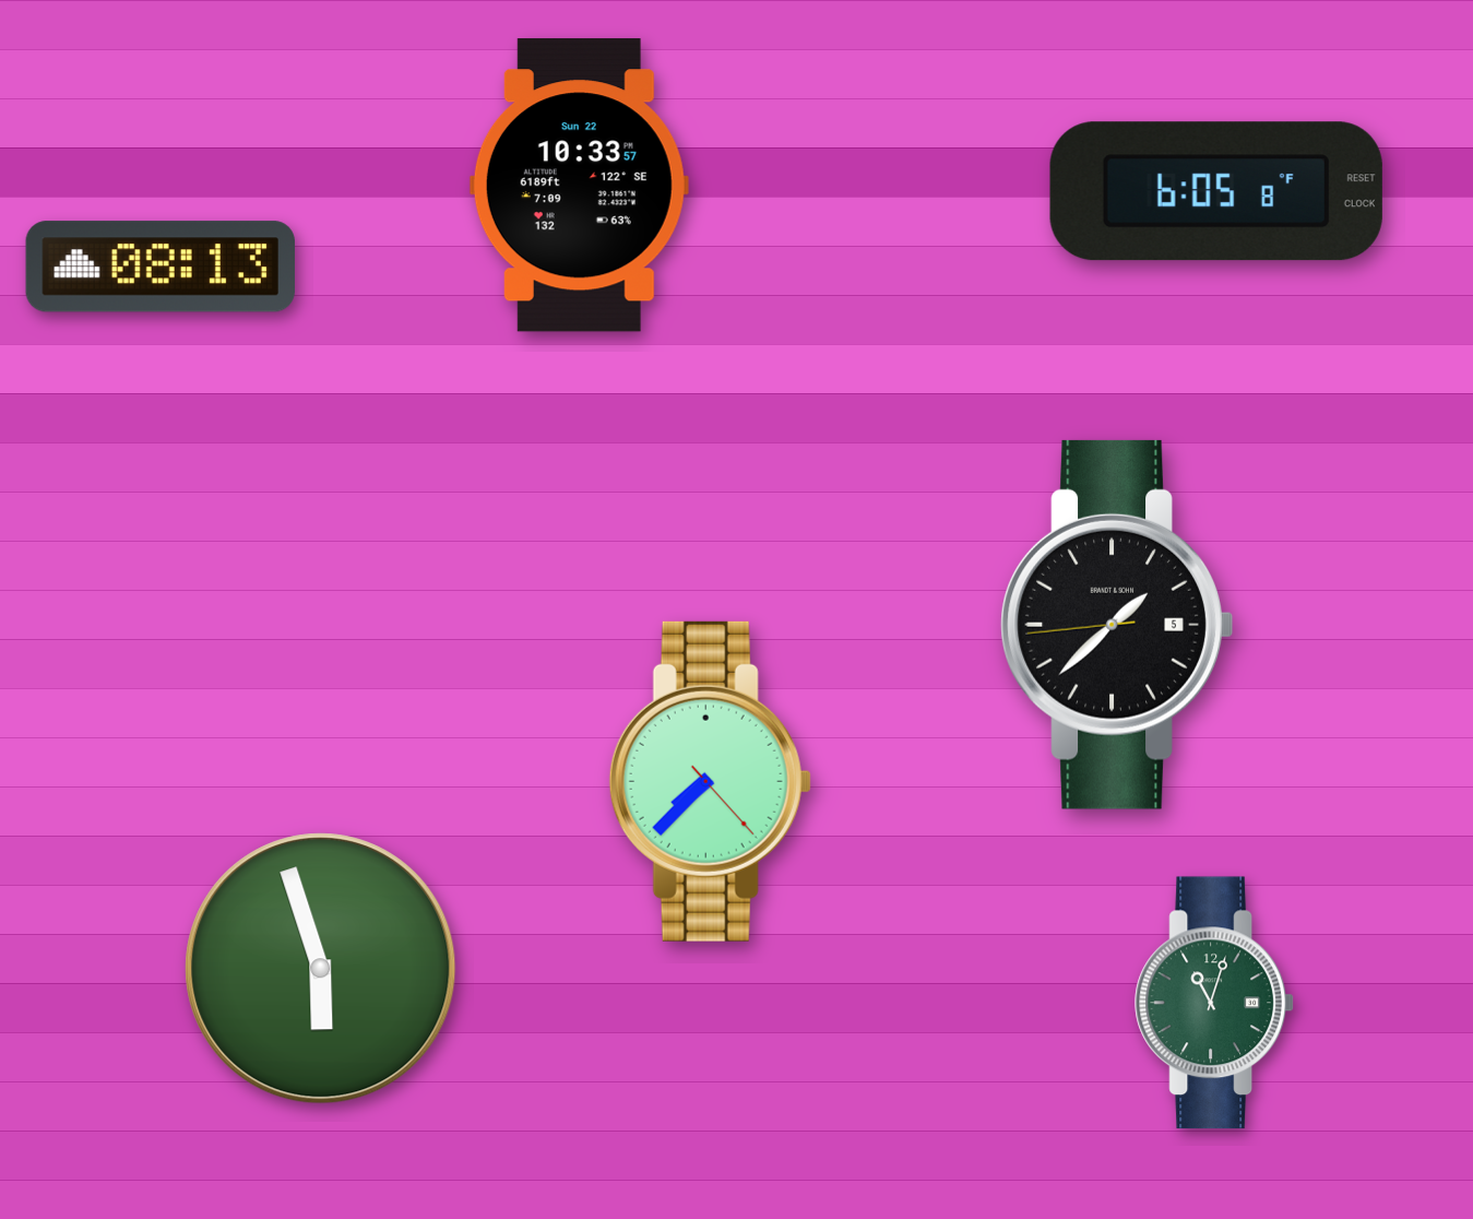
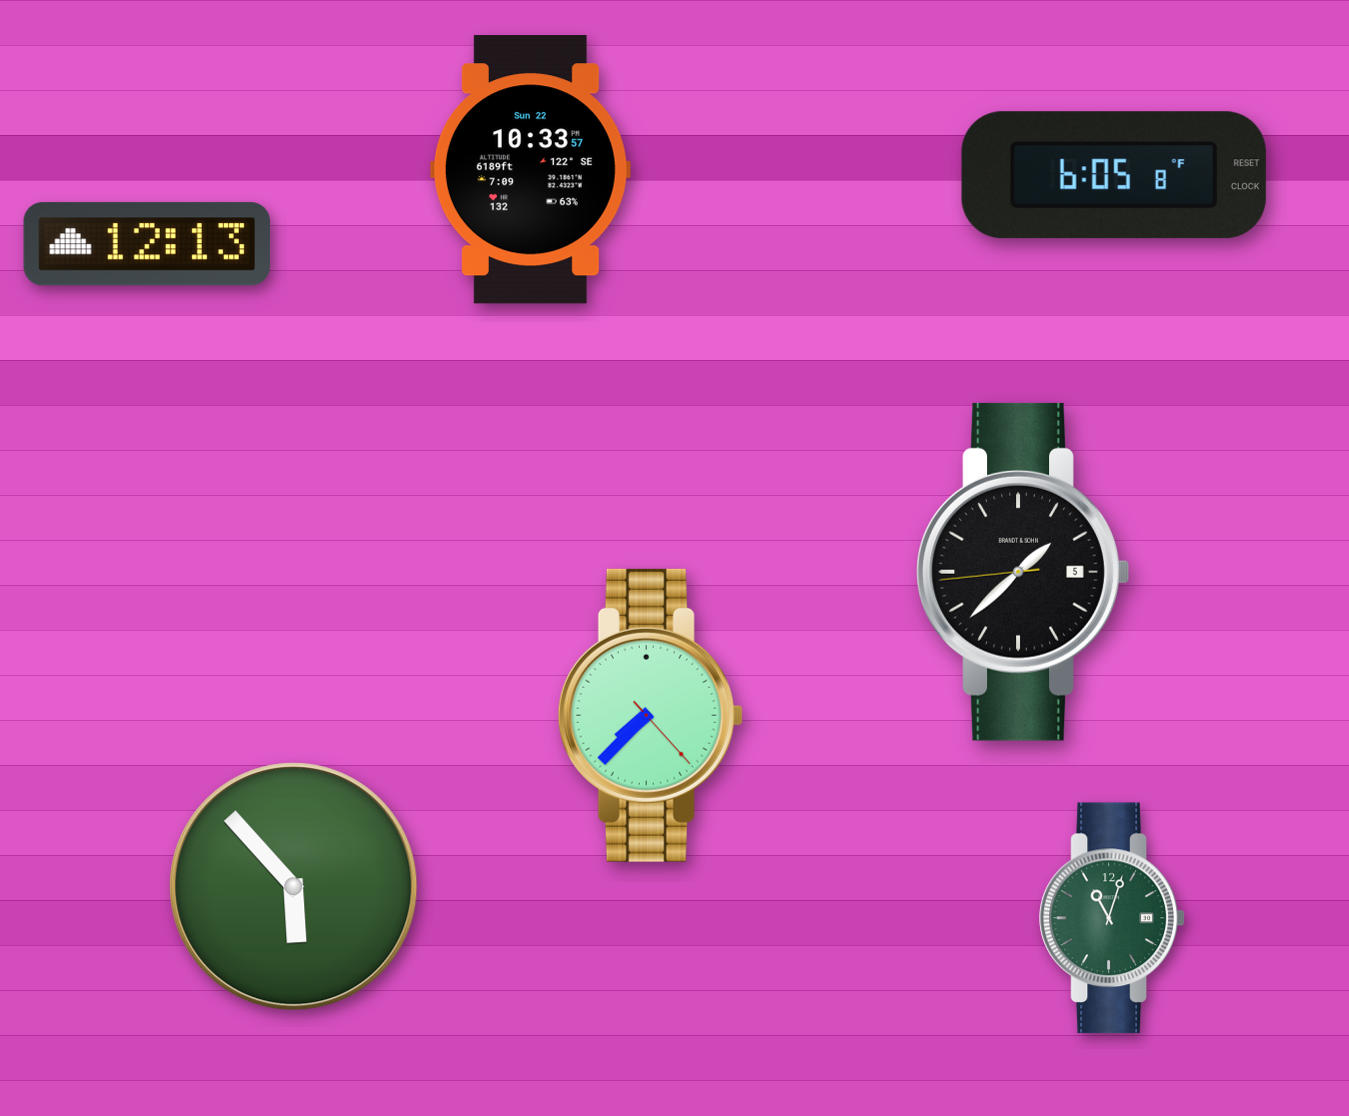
clock at (161, 267): 08:13 -> 12:13
clock at (321, 969): 5:57 -> 5:53
